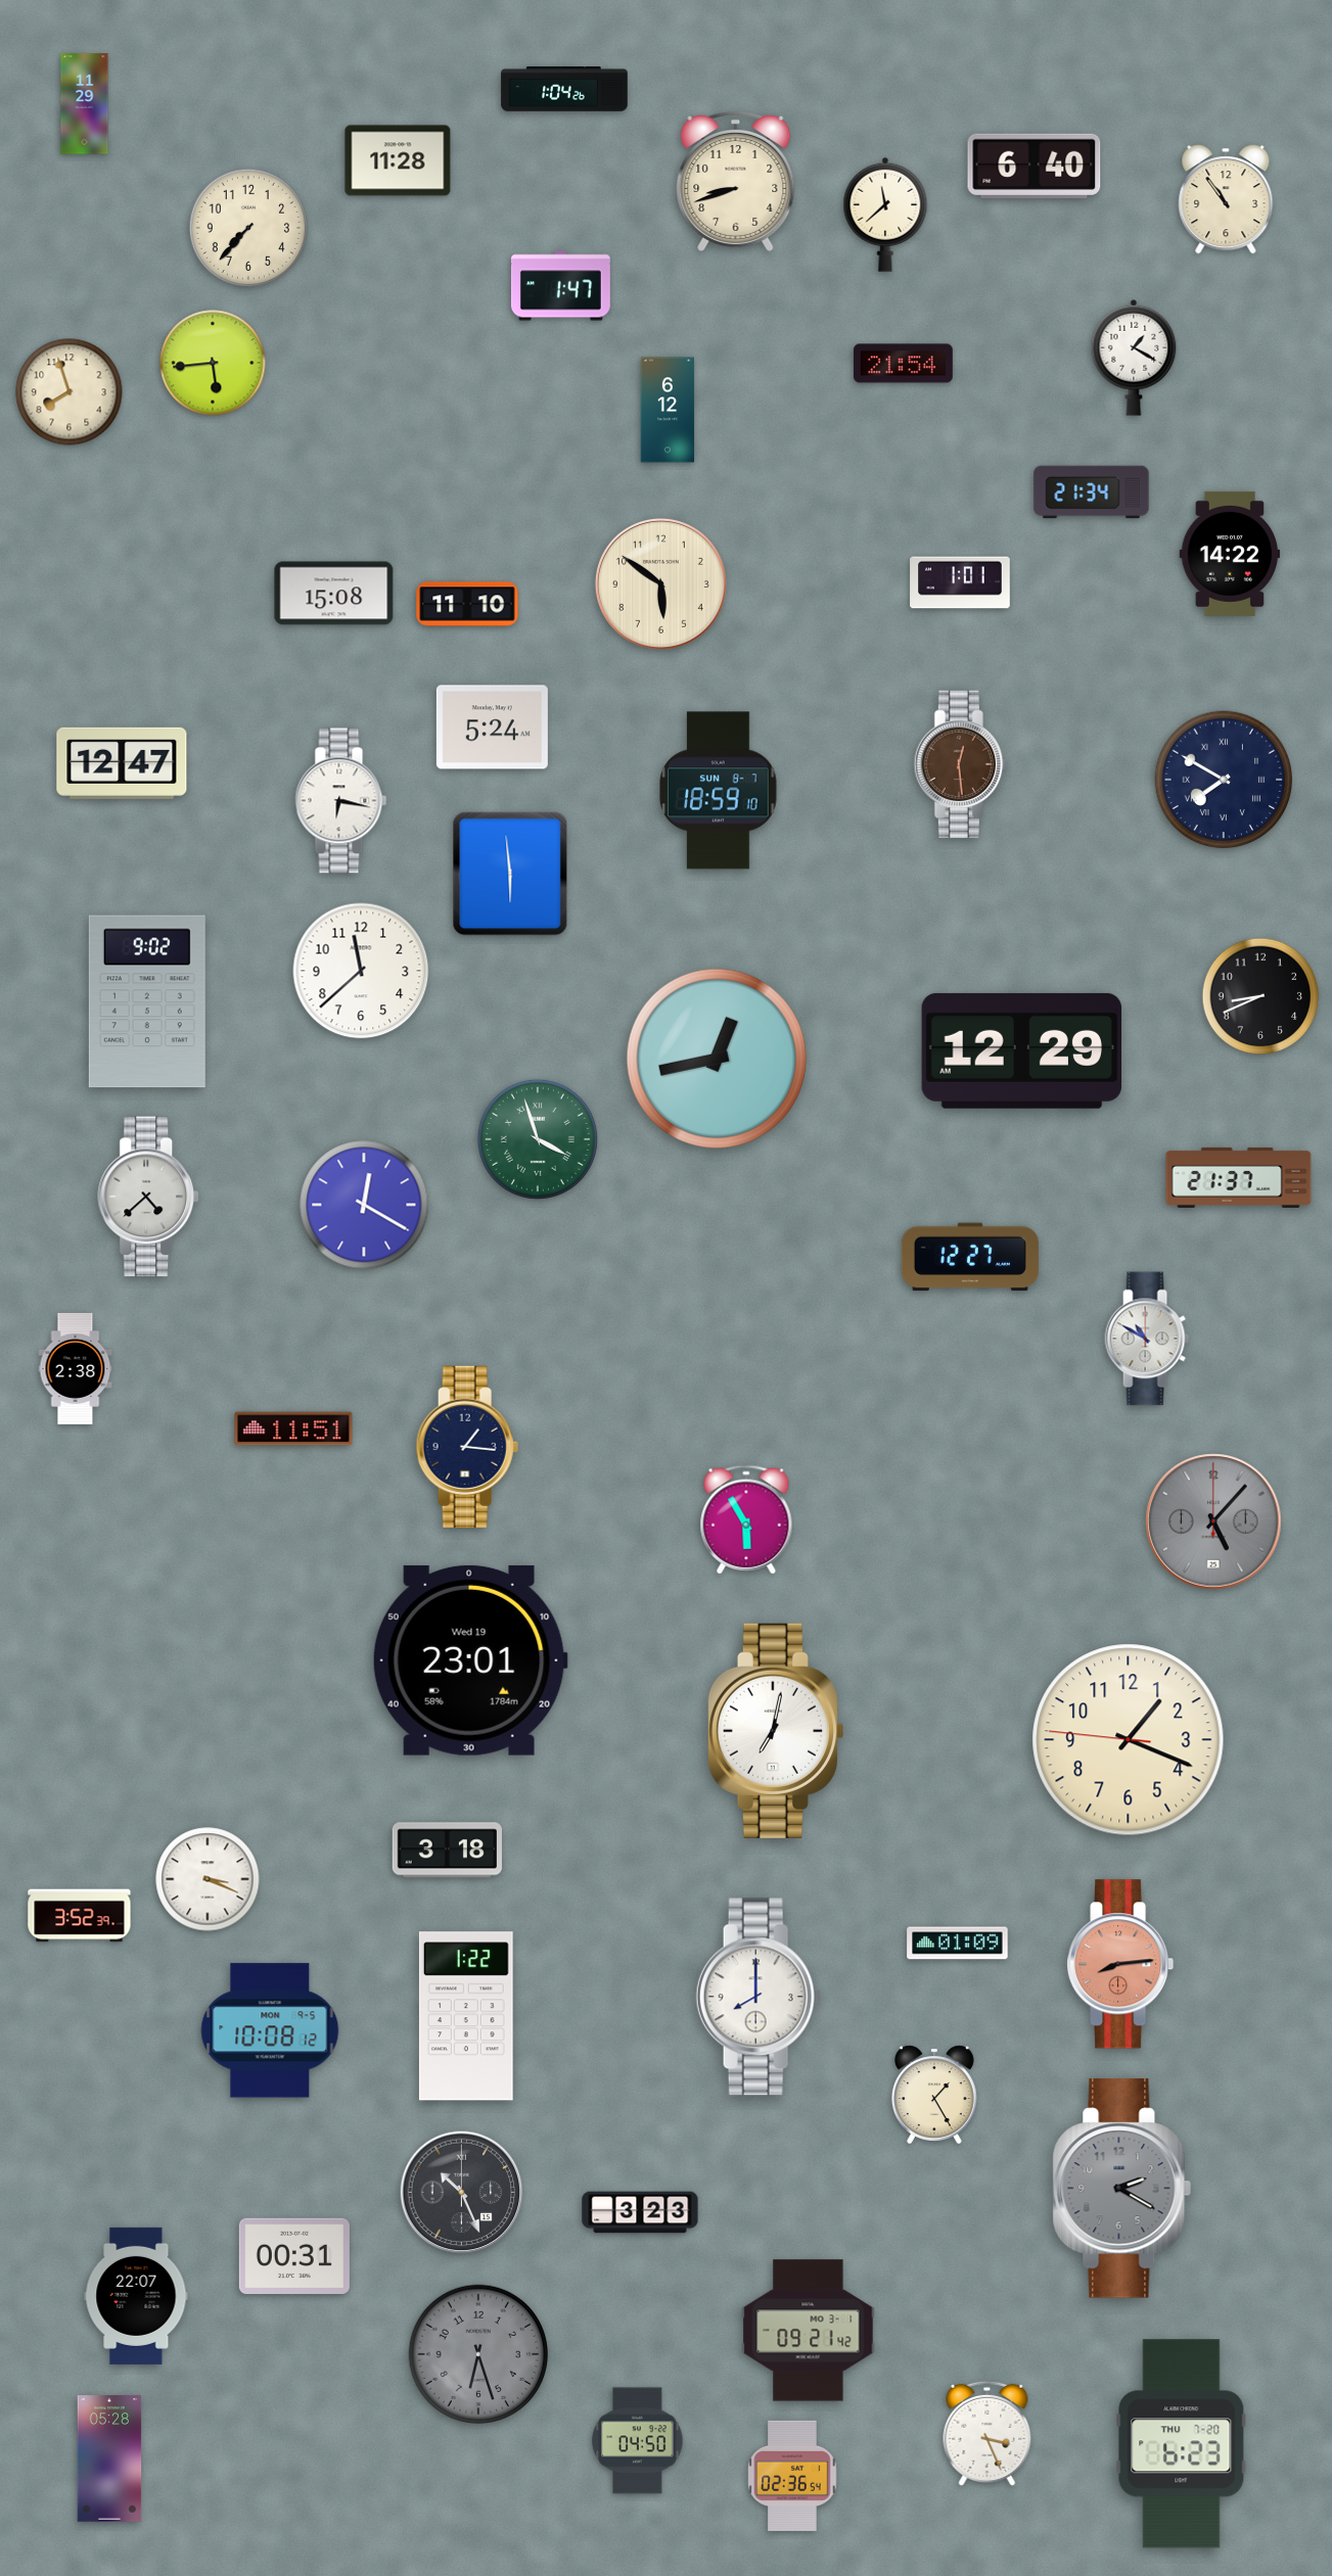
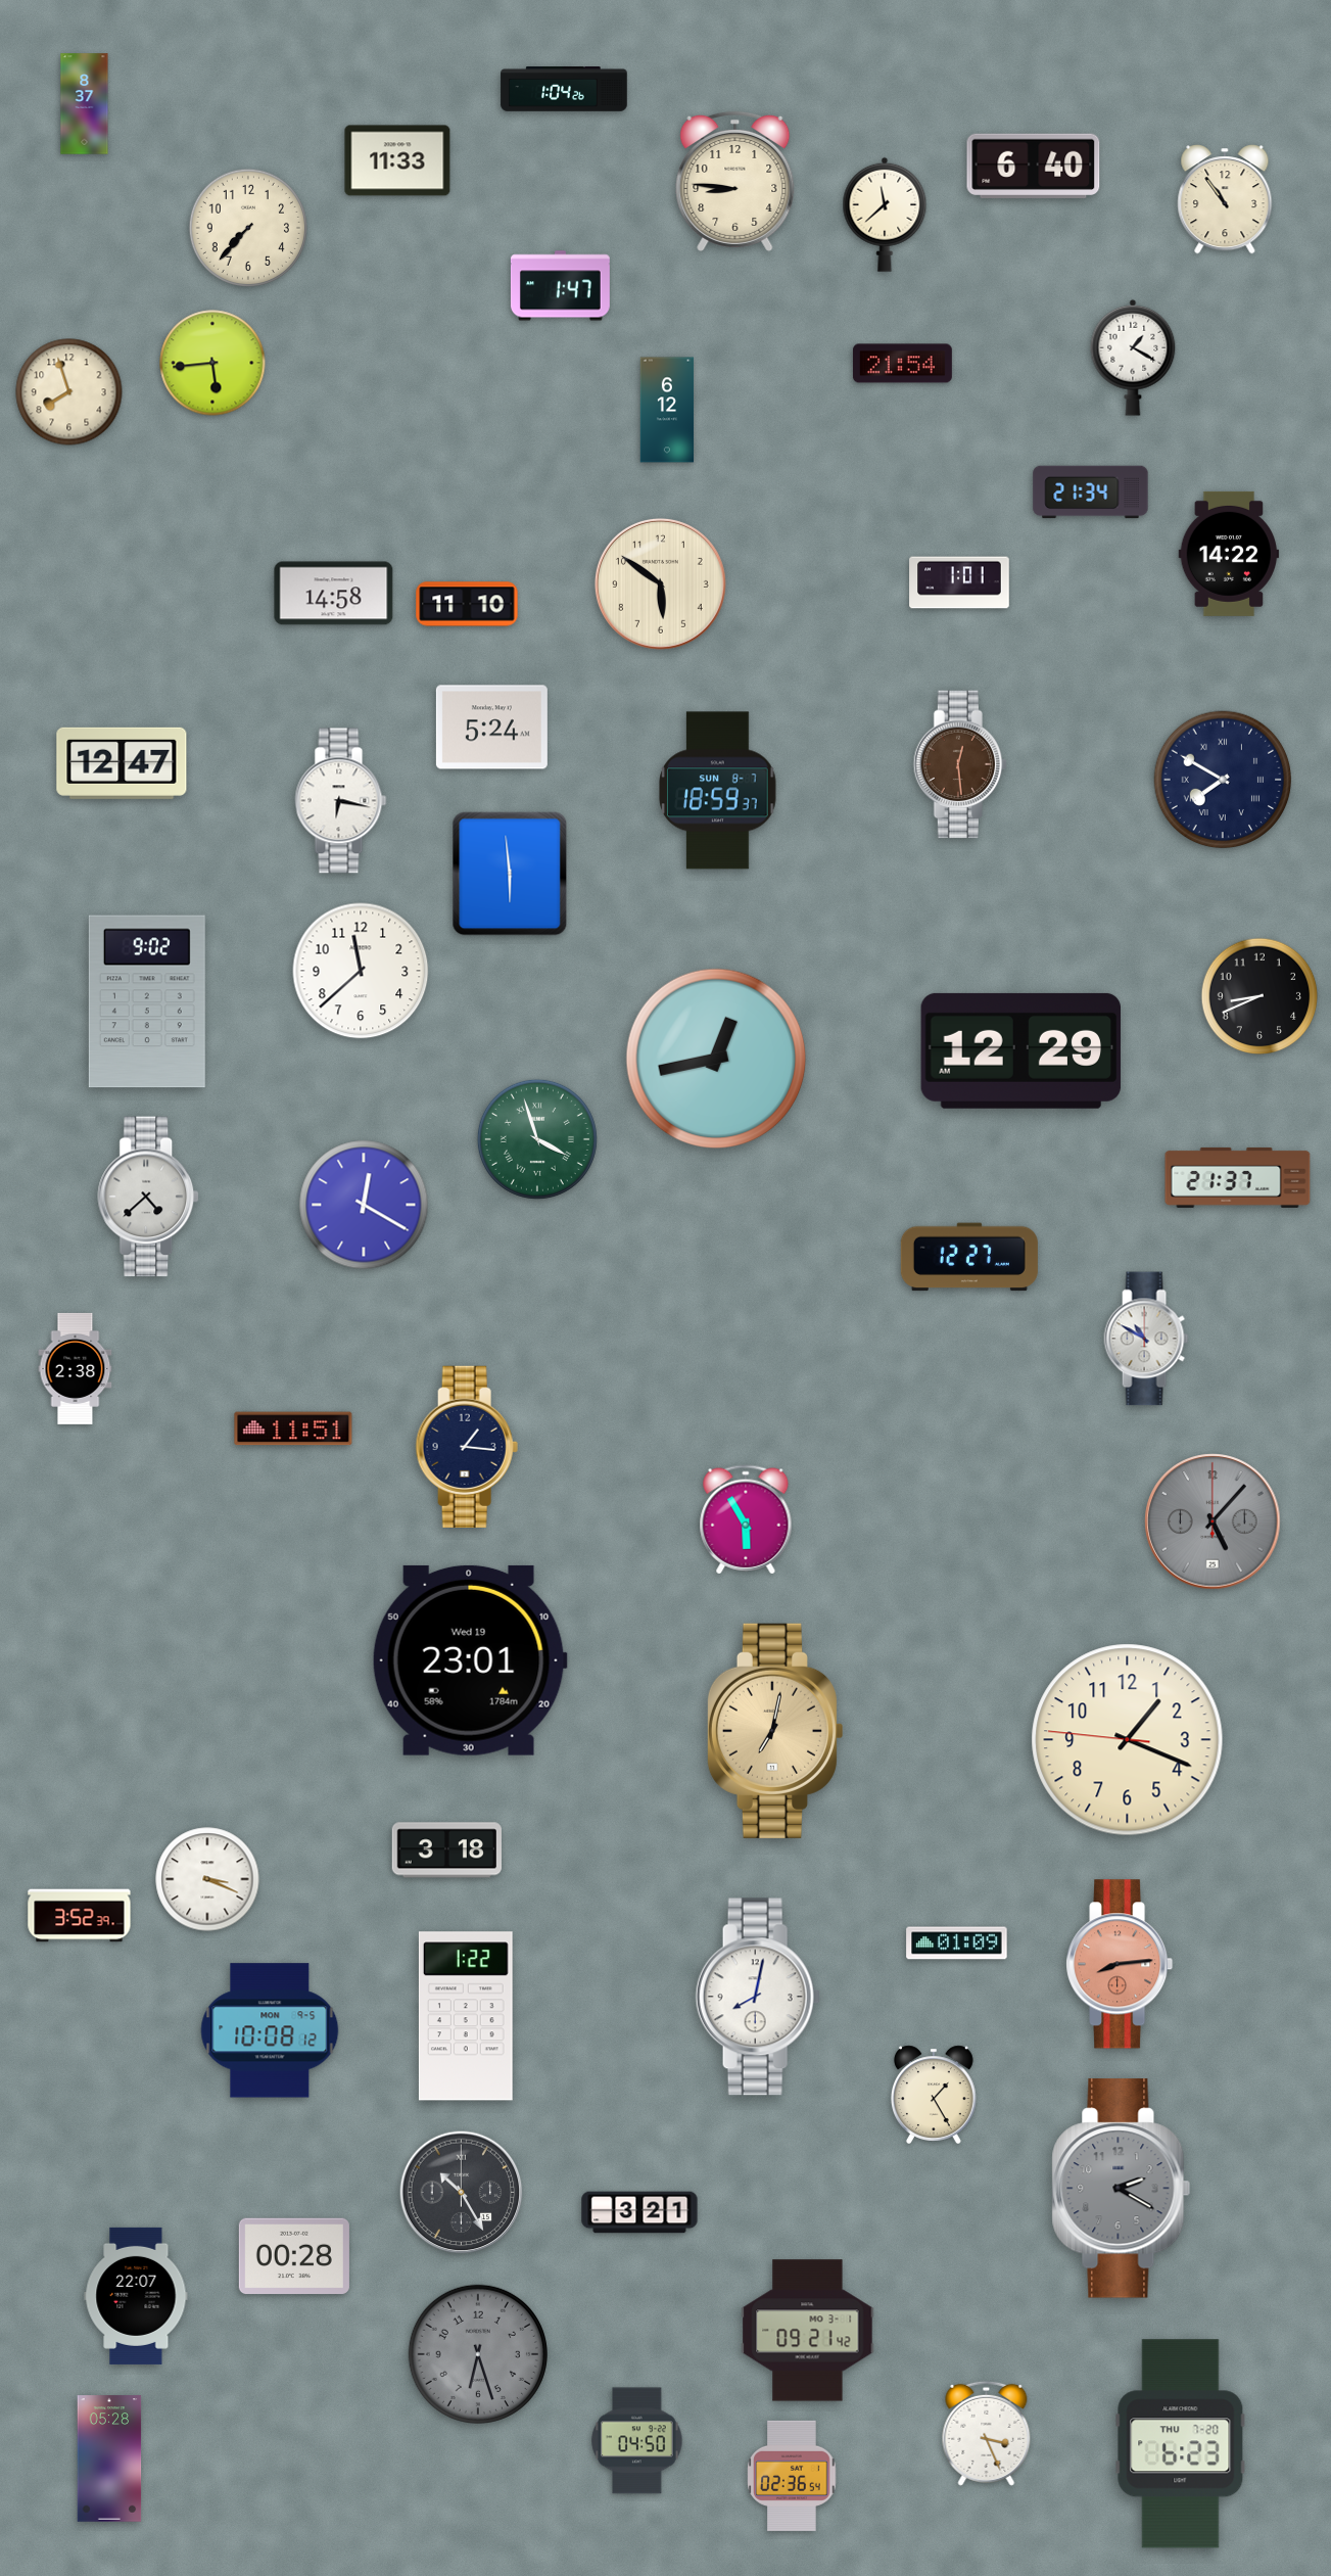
clock at (85, 104): 11:29 -> 8:37
clock at (398, 160): 11:28 -> 11:33
clock at (736, 181): 8:42 -> 8:46
clock at (334, 594): 15:08 -> 14:58
clock at (719, 791): 18:59:10 -> 18:59:37
clock at (775, 1731) dial: white -> champagne
clock at (759, 1997): 8:00 -> 8:02
clock at (462, 2193): 10:26 -> 10:25
clock at (640, 2212): 3:23 -> 3:21
clock at (294, 2256): 00:31 -> 00:28
